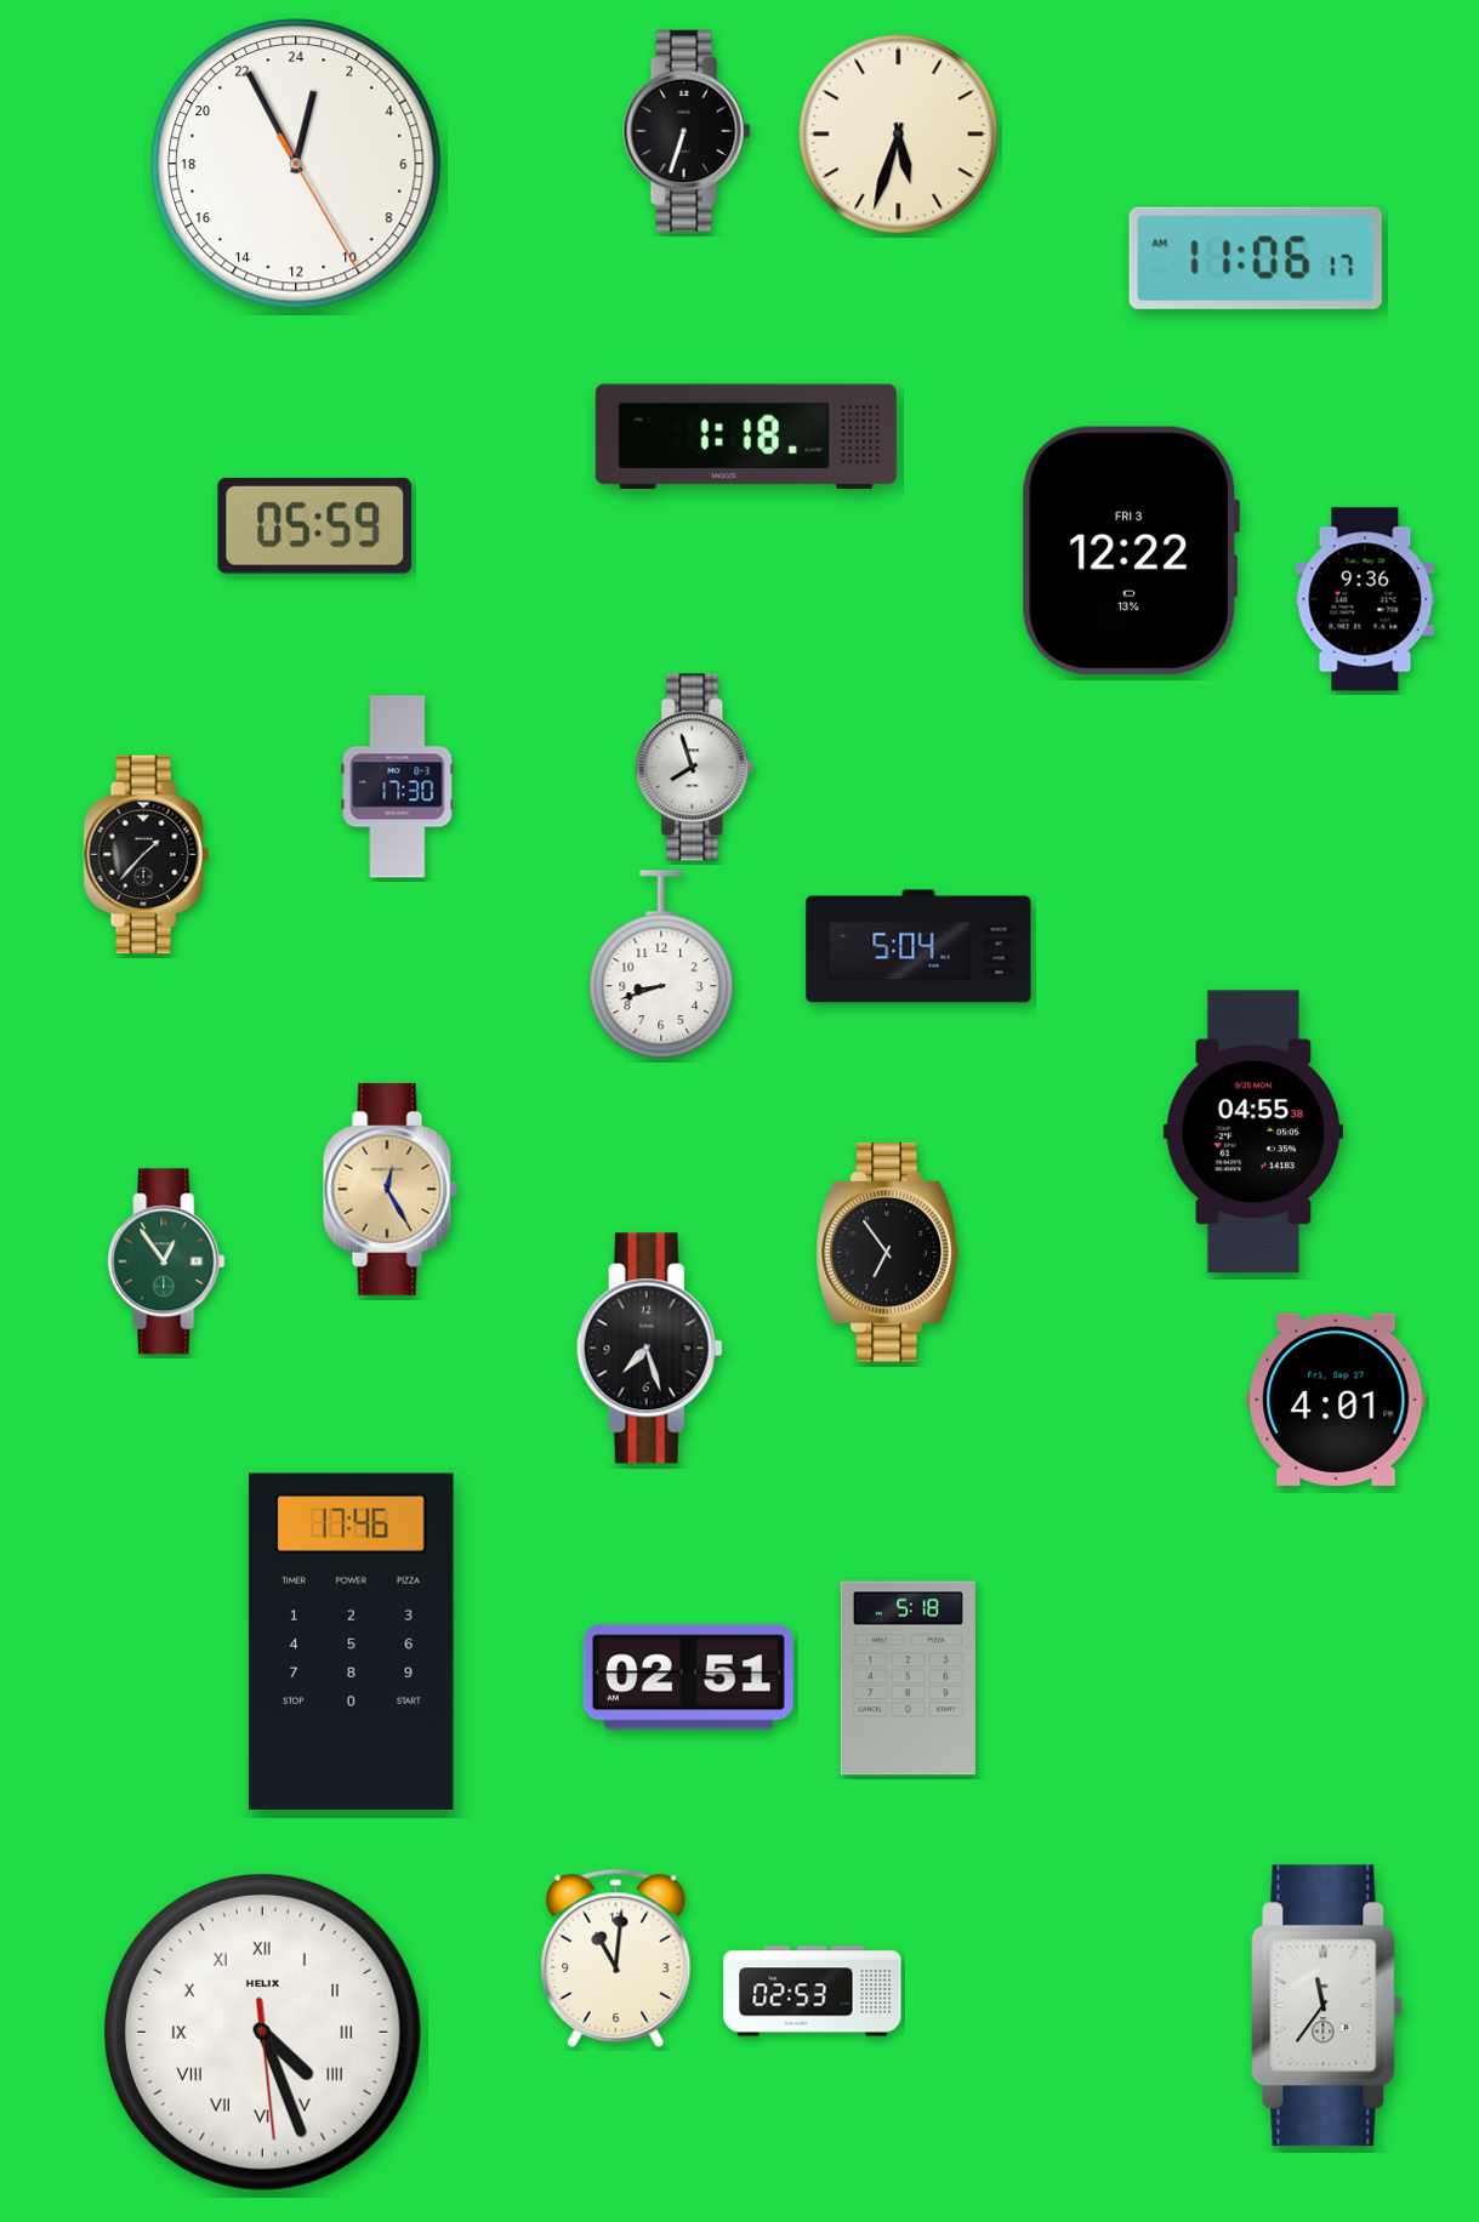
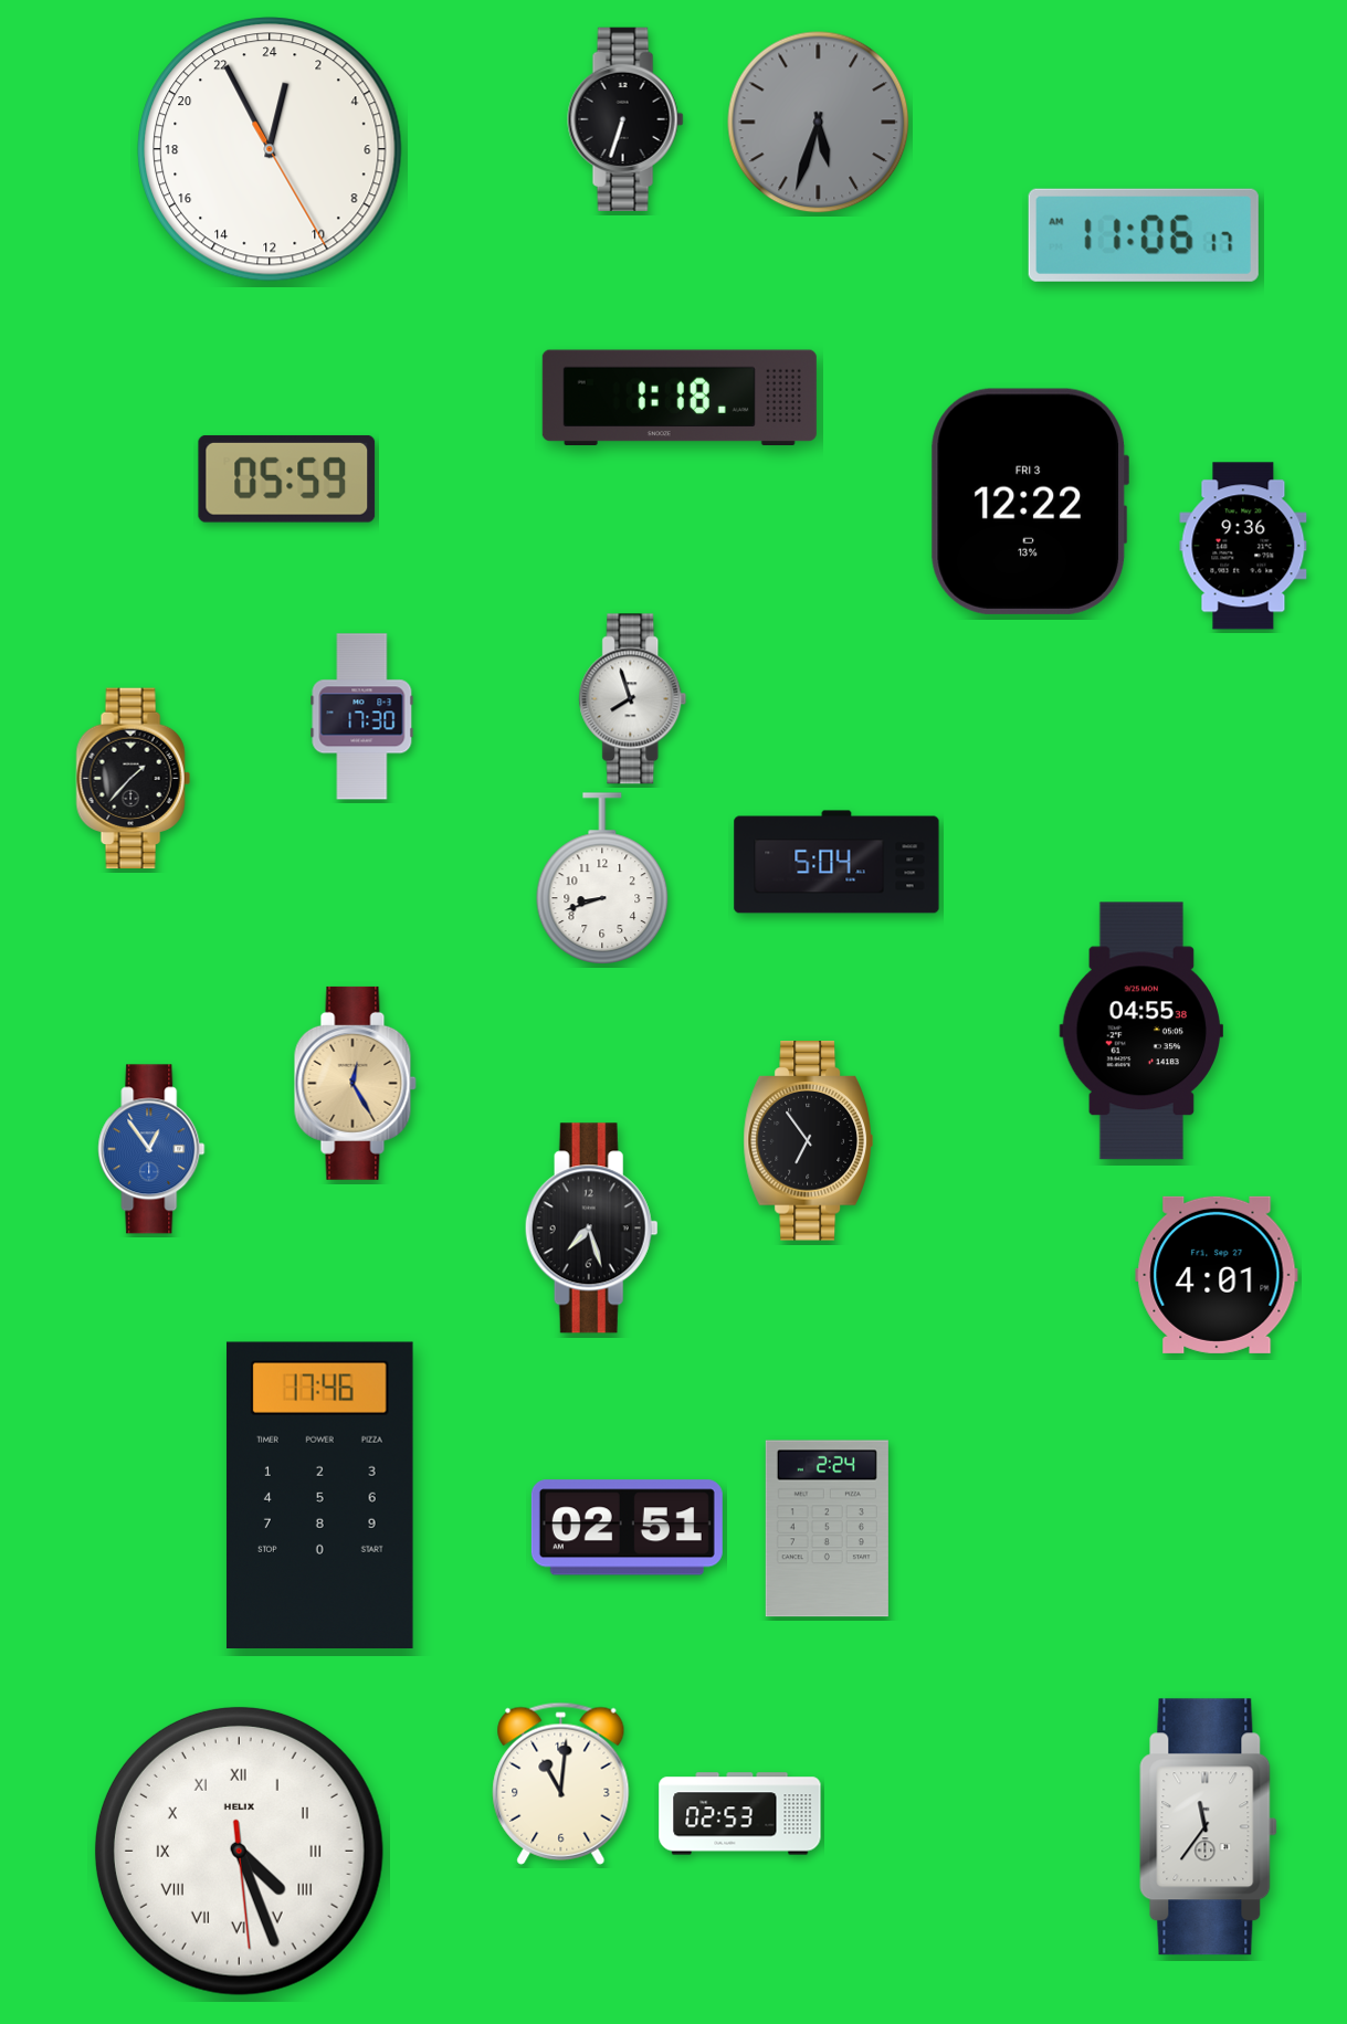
clock at (899, 135) dial: cream -> grey
clock at (166, 1261) dial: green -> blue
clock at (908, 1679): 5:18 -> 2:24
